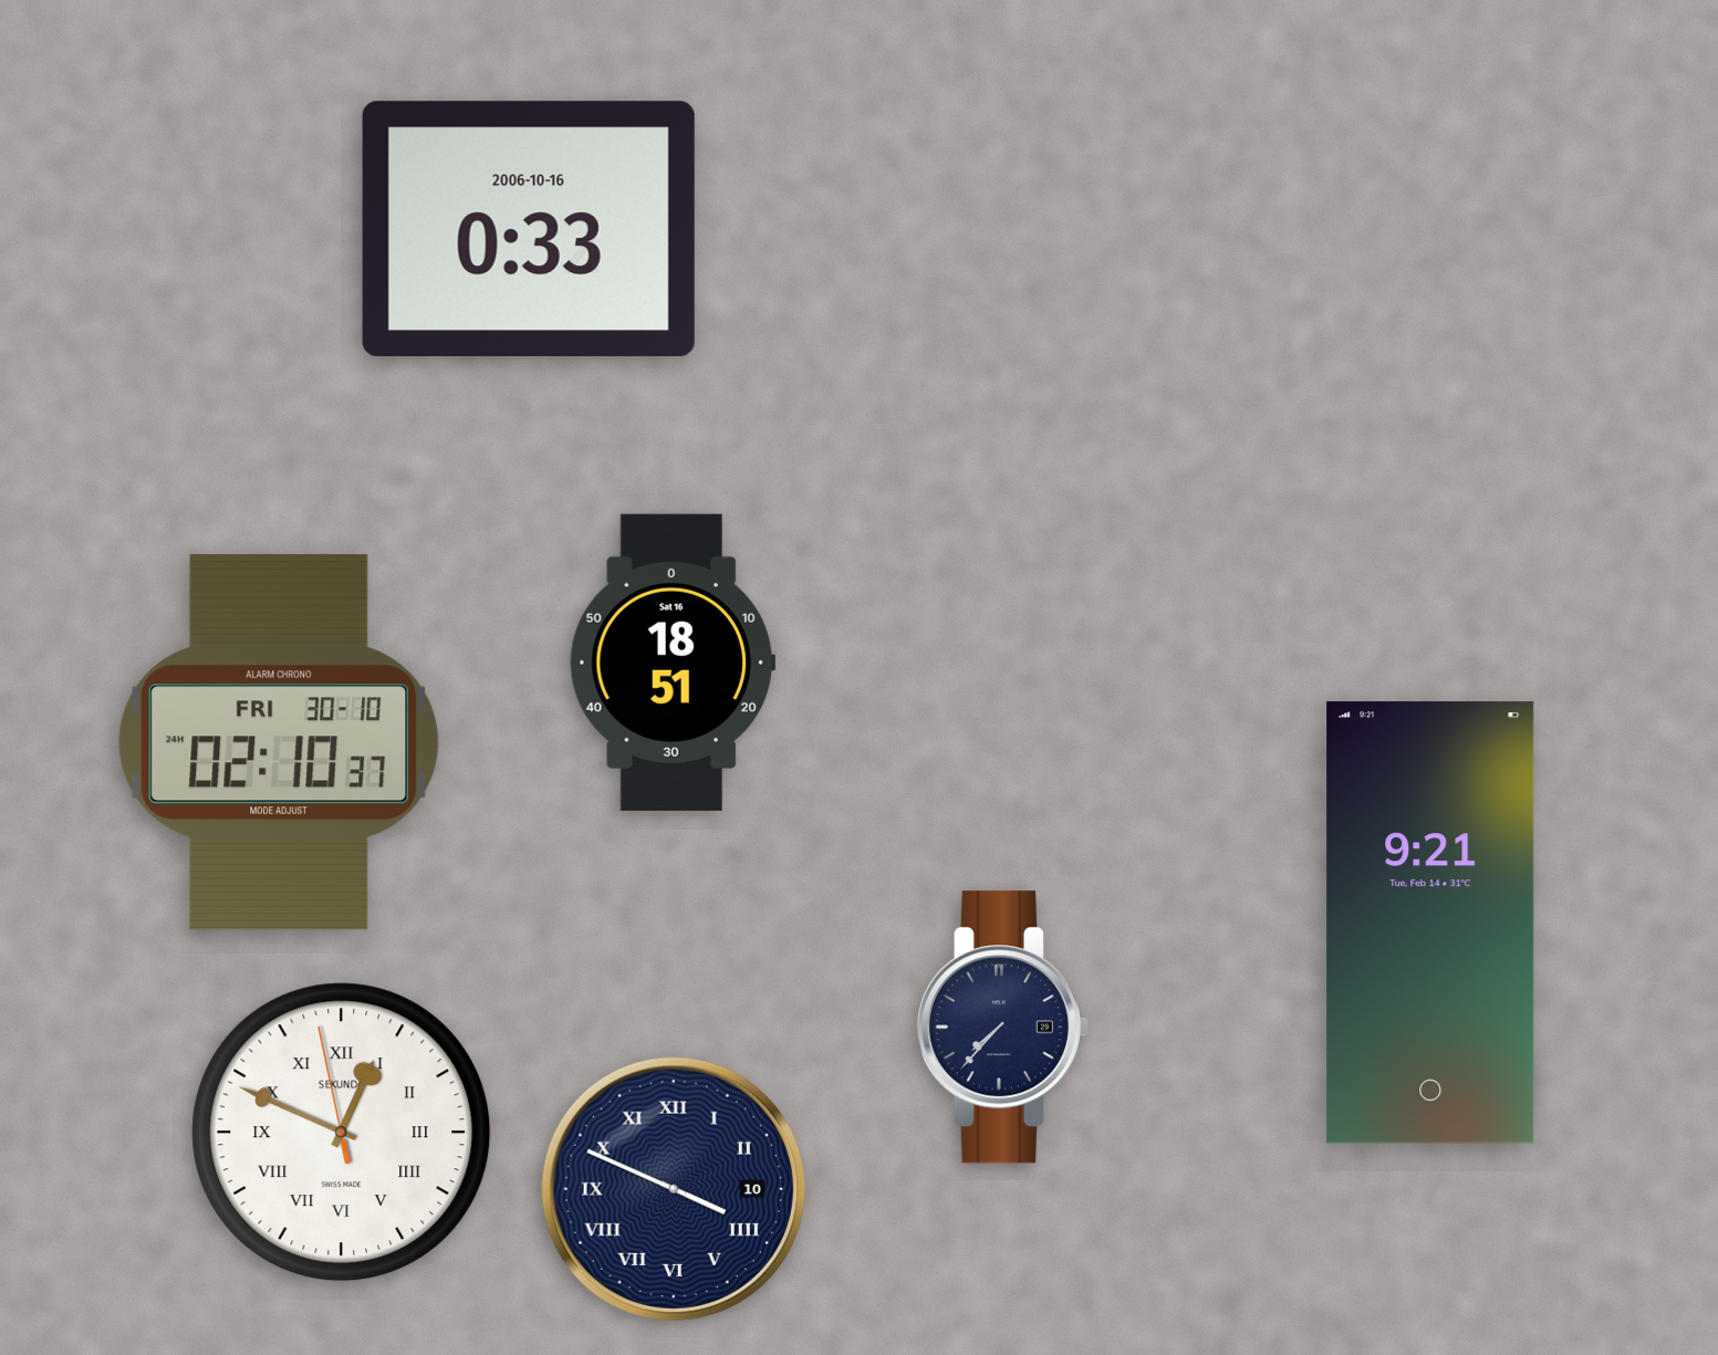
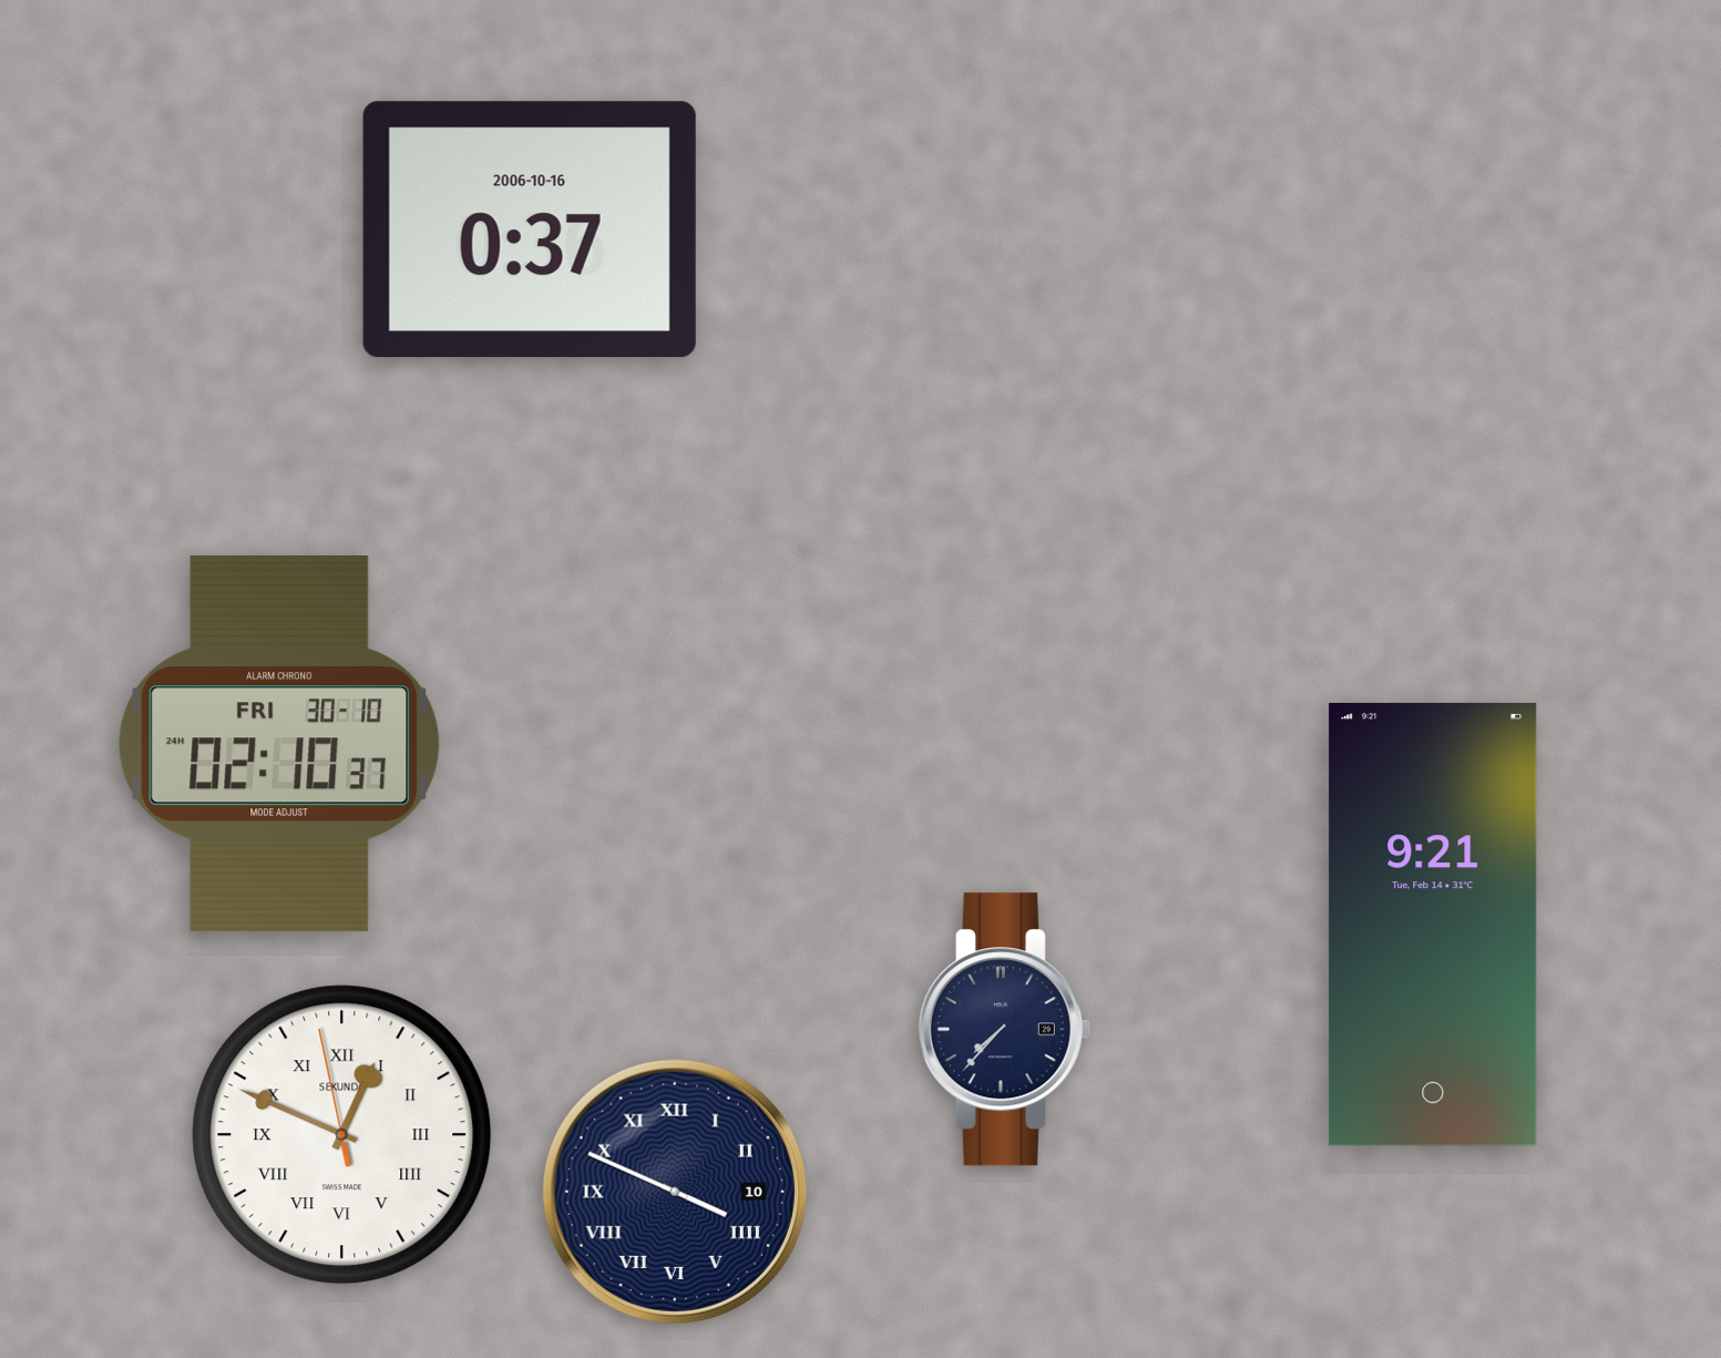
clock at (529, 229): 0:33 -> 0:37
clock at (673, 663): 18:51 -> none
